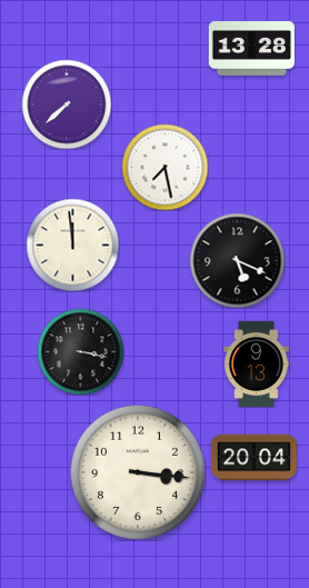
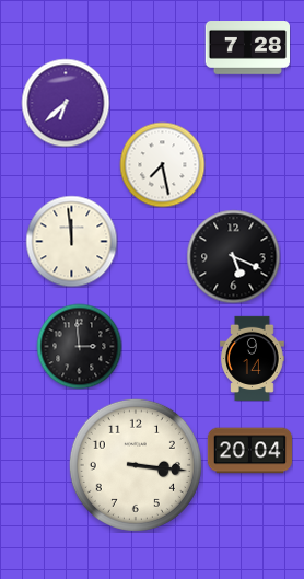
clock at (251, 49): 13:28 -> 7:28
clock at (67, 104): 7:38 -> 6:38
clock at (80, 351): 3:17 -> 2:59
clock at (257, 363): 9:13 -> 9:14
